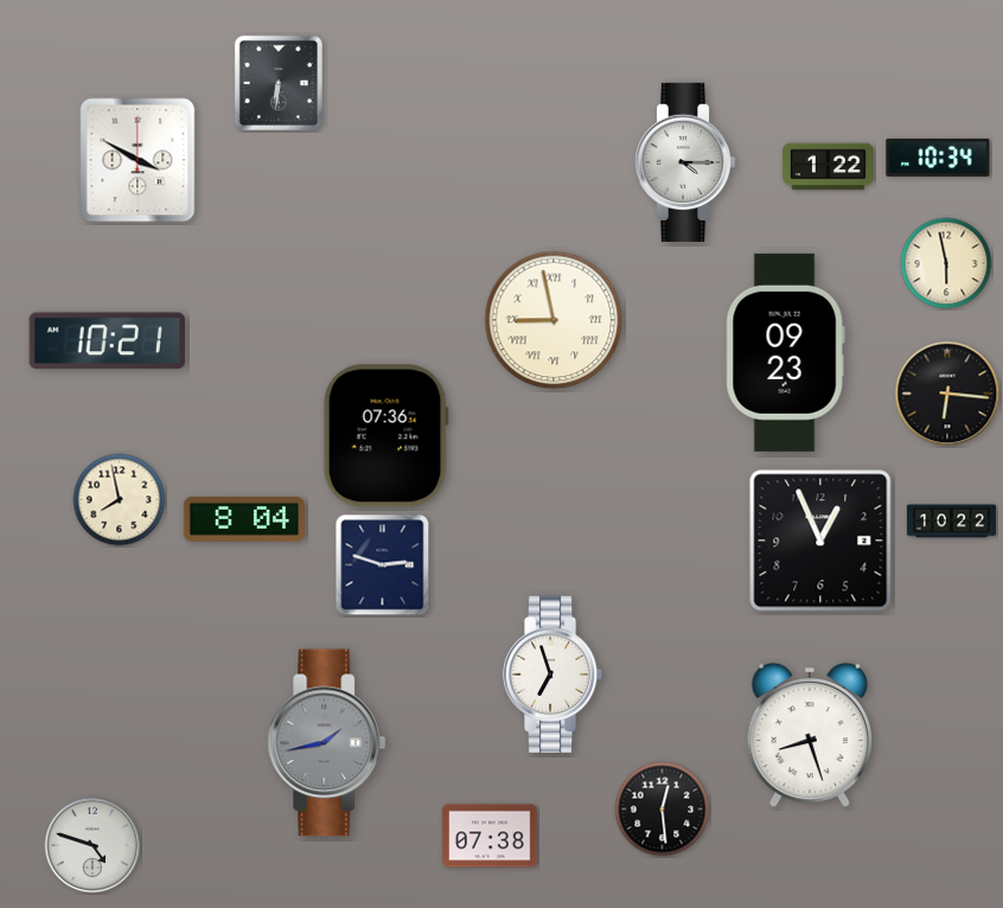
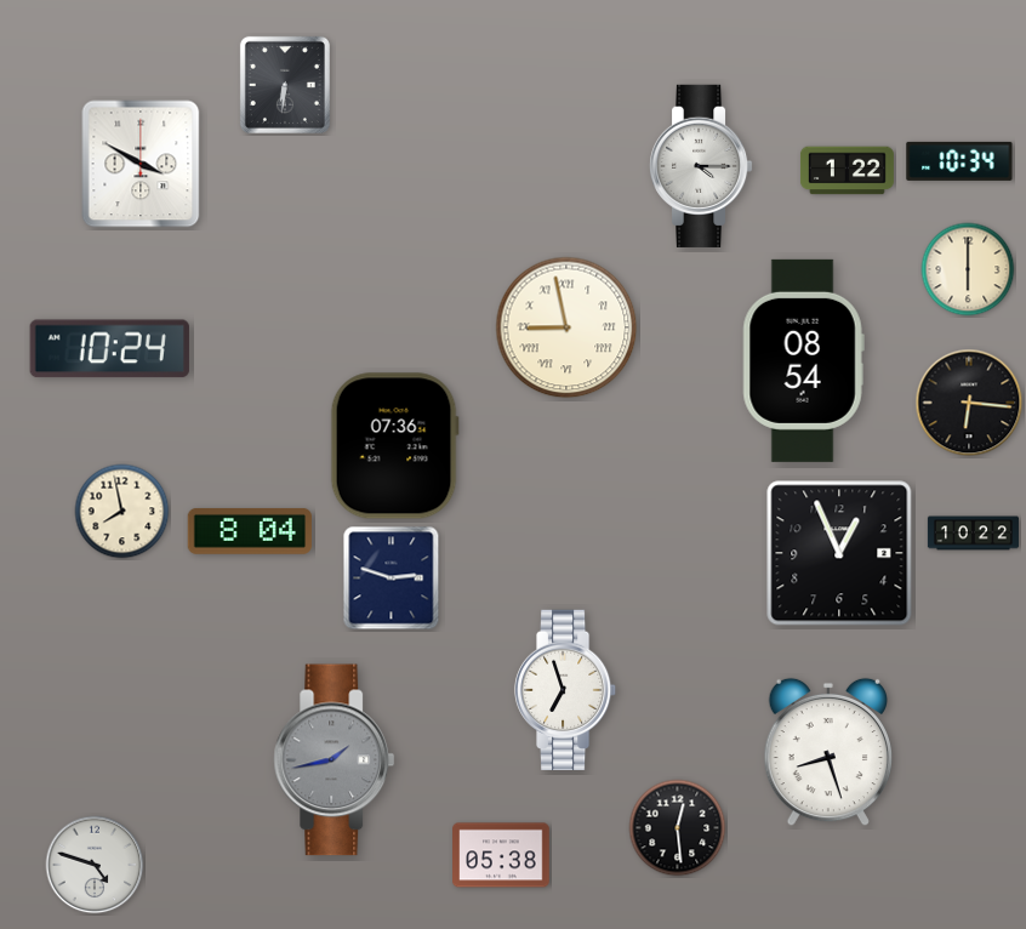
clock at (946, 263): 5:58 -> 6:00
clock at (107, 341): 10:21 -> 10:24
clock at (785, 352): 09:23 -> 08:54
clock at (490, 836): 07:38 -> 05:38
